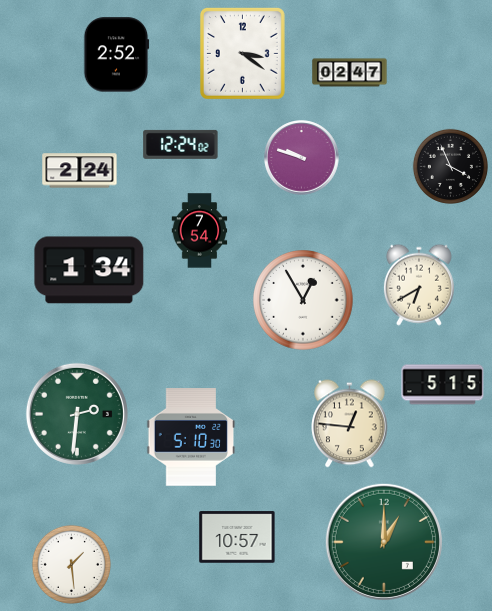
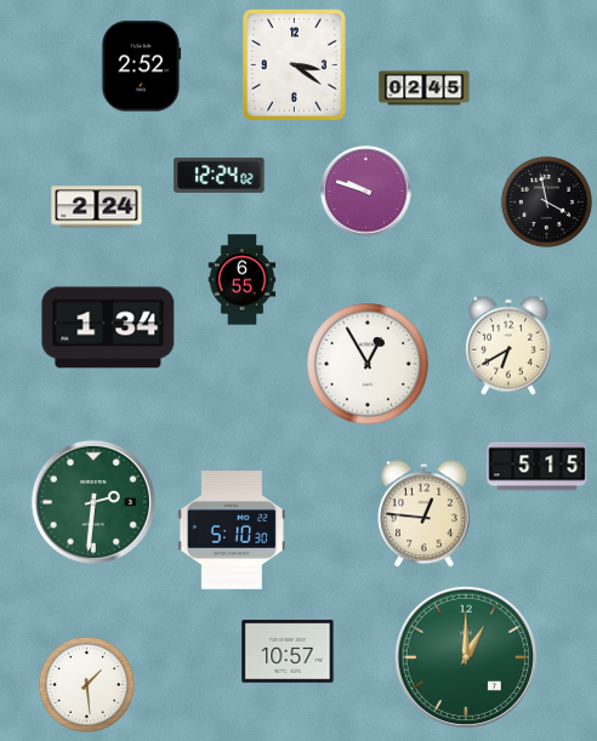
clock at (350, 73): 02:47 -> 02:45
clock at (450, 166): 3:56 -> 3:58
clock at (200, 231): 7:54 -> 6:55
